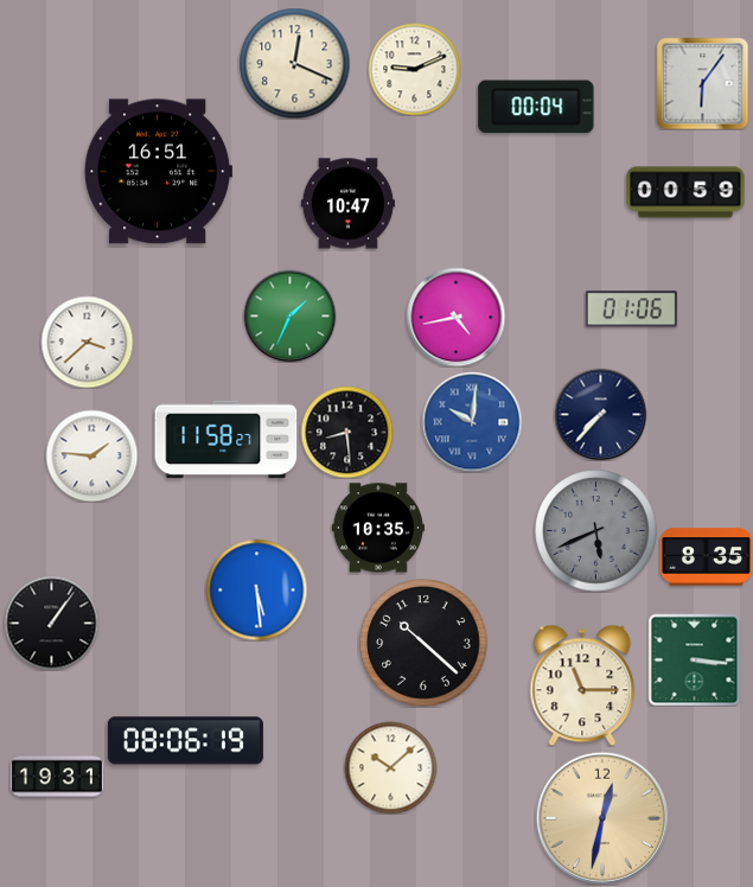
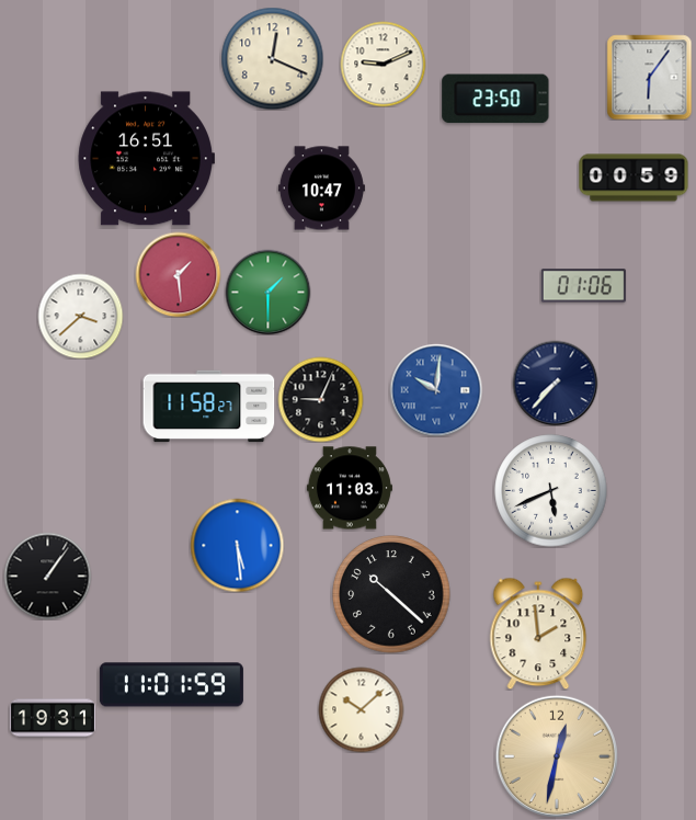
clock at (536, 107): 00:04 -> 23:50
clock at (178, 274): none -> 1:29
clock at (289, 315): 1:34 -> 1:30
clock at (455, 317): 4:43 -> none
clock at (346, 432): 8:29 -> 9:04
clock at (91, 455): 1:46 -> none
clock at (378, 528): 10:35 -> 11:03
clock at (596, 531) dial: grey -> white
clock at (706, 557): 8:35 -> none
clock at (694, 659): 3:16 -> none
clock at (582, 685): 11:15 -> 1:59
clock at (185, 741): 08:06 -> 11:01
